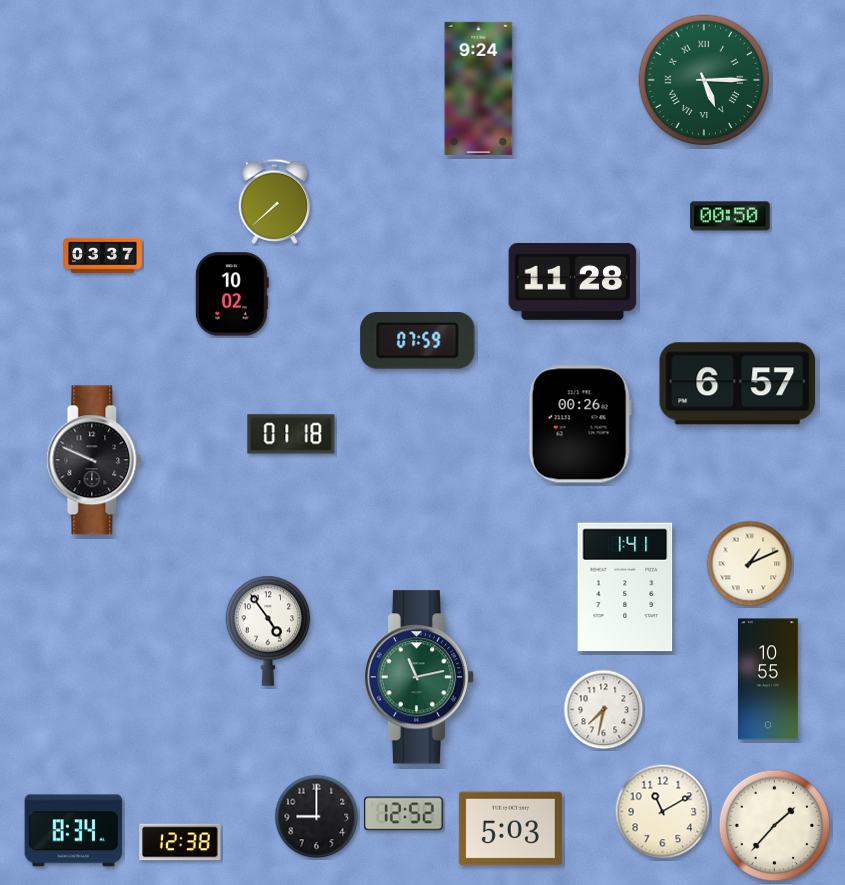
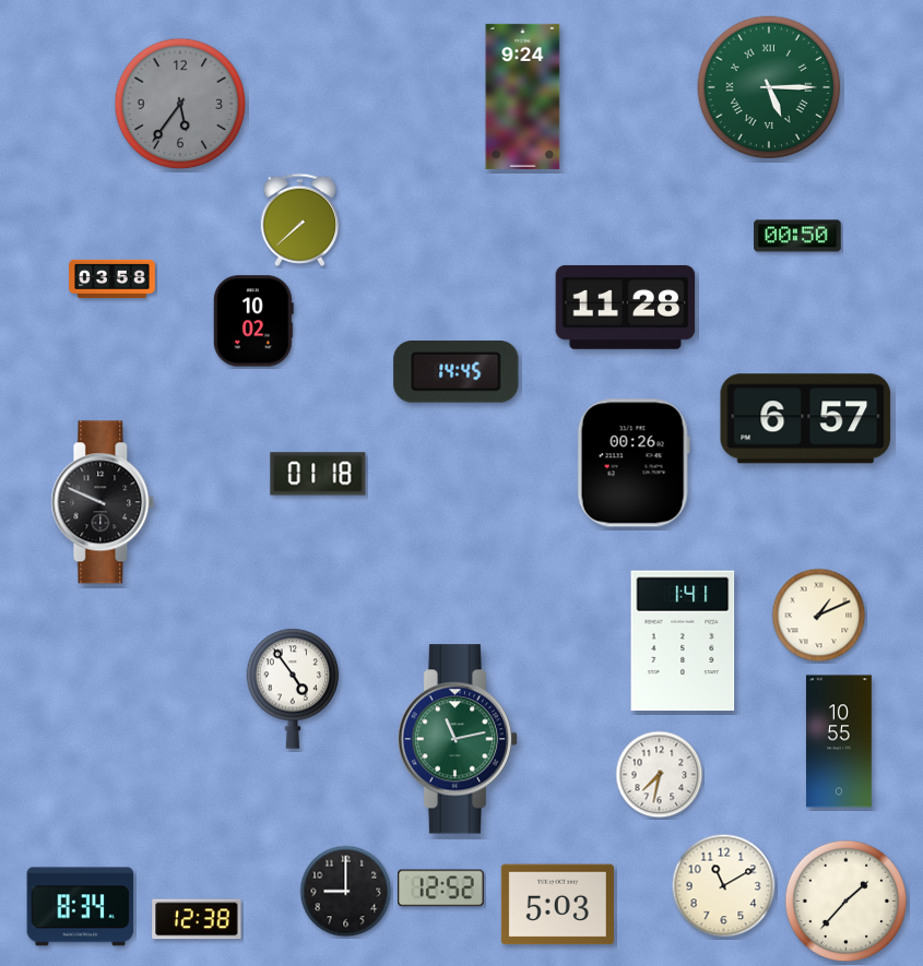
clock at (180, 104): none -> 5:36
clock at (103, 256): 03:37 -> 03:58
clock at (418, 341): 07:59 -> 14:45
